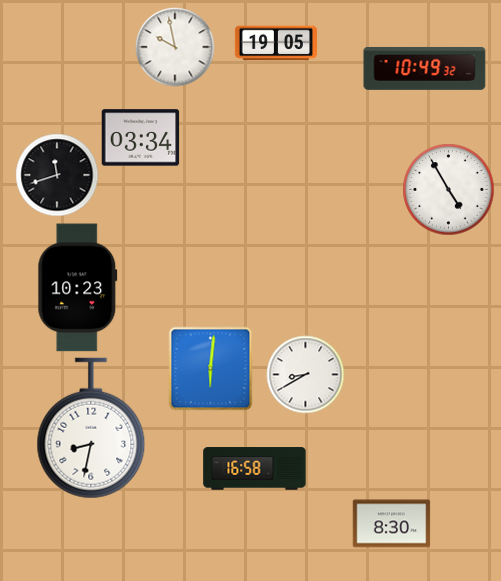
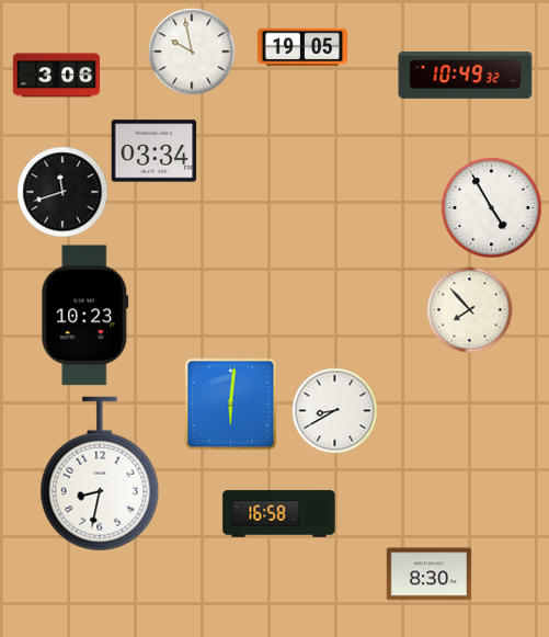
clock at (56, 76): none -> 3:06
clock at (469, 309): none -> 7:53
clock at (91, 428) position: (91, 428) -> (100, 474)
